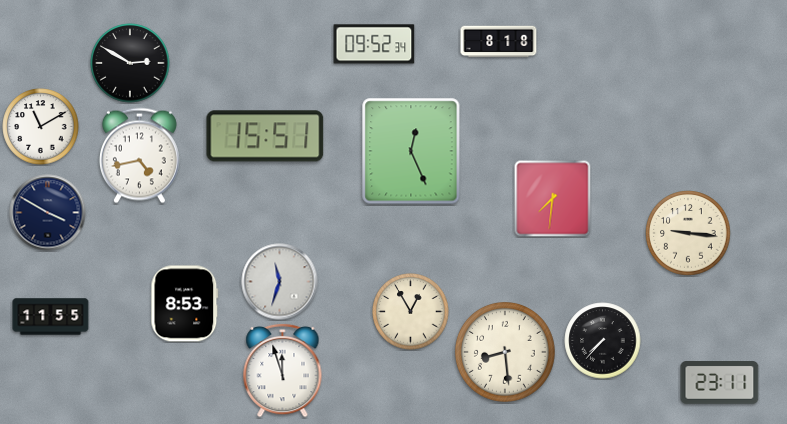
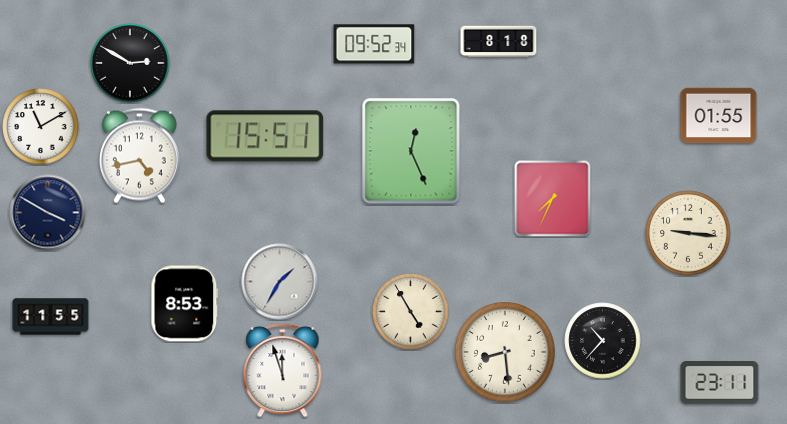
clock at (719, 116): none -> 01:55
clock at (552, 198): 7:31 -> 7:34
clock at (280, 282): 11:33 -> 1:35
clock at (411, 312): 12:55 -> 4:55
clock at (603, 341): 7:37 -> 10:37
